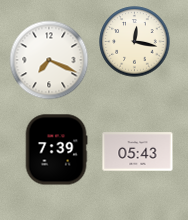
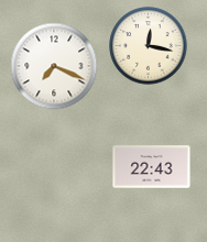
clock at (56, 150): 7:39 -> none
clock at (138, 152): 05:43 -> 22:43
